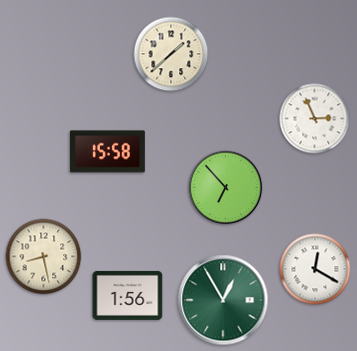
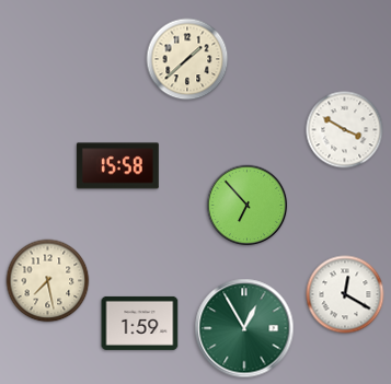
clock at (315, 119): 2:56 -> 3:50
clock at (44, 257): 8:28 -> 7:28
clock at (128, 295): 1:56 -> 1:59
